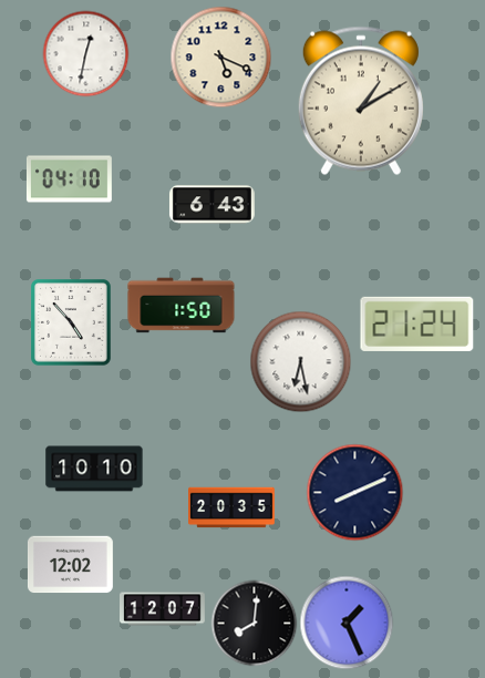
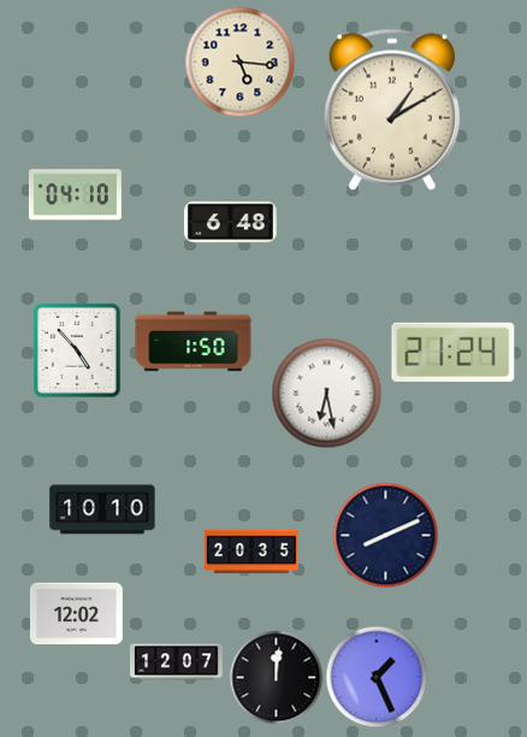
clock at (85, 53): 12:32 -> none
clock at (220, 56): 5:19 -> 5:16
clock at (211, 205): 6:43 -> 6:48
clock at (182, 306) position: (182, 306) -> (194, 342)
clock at (254, 623): 8:01 -> 12:01
